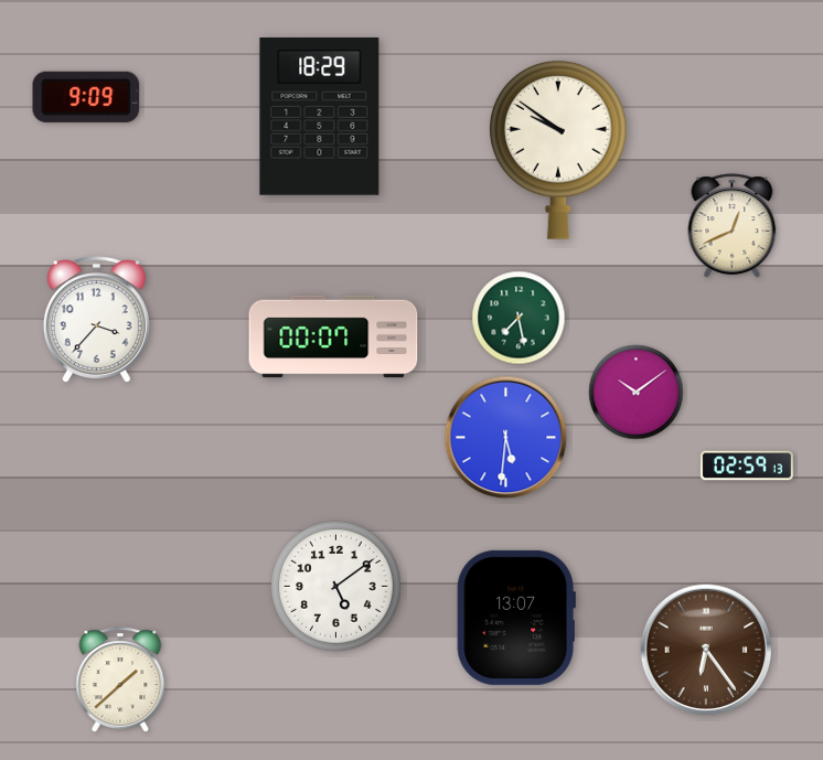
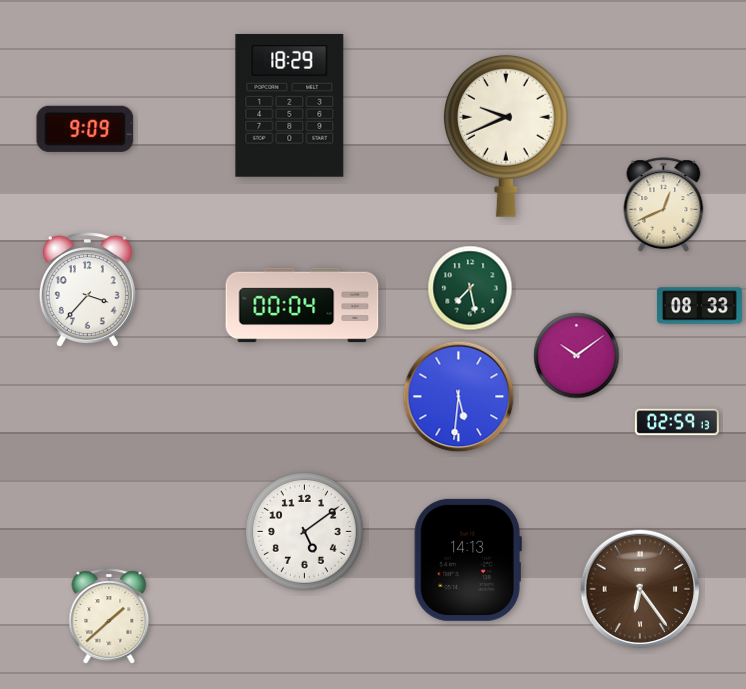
clock at (86, 97) position: (86, 97) -> (85, 129)
clock at (558, 150): 9:51 -> 9:41
clock at (333, 336): 00:07 -> 00:04
clock at (699, 306): none -> 08:33
clock at (516, 618): 13:07 -> 14:13
